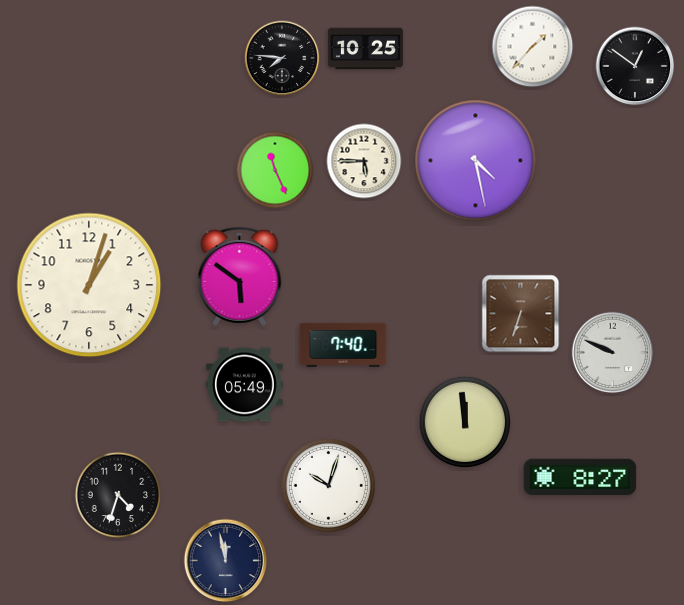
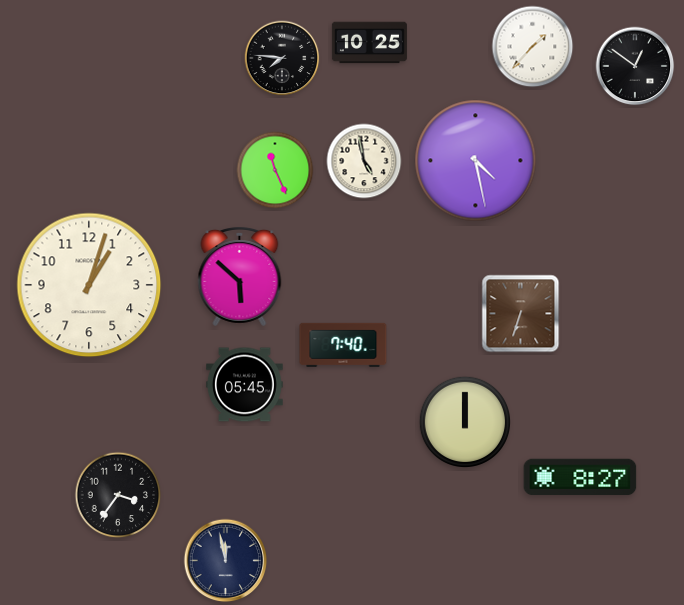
clock at (365, 49) position: (365, 49) -> (369, 43)
clock at (364, 161): 5:45 -> 4:58
clock at (240, 277): 5:51 -> 5:52
clock at (613, 353): 9:49 -> none
clock at (245, 385): 05:49 -> 05:45
clock at (464, 421): 11:59 -> 12:00
clock at (328, 485): 10:03 -> none
clock at (118, 495): 4:33 -> 3:36
